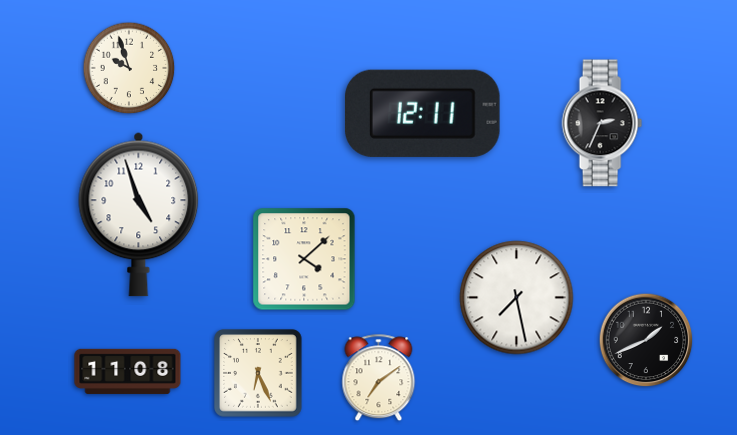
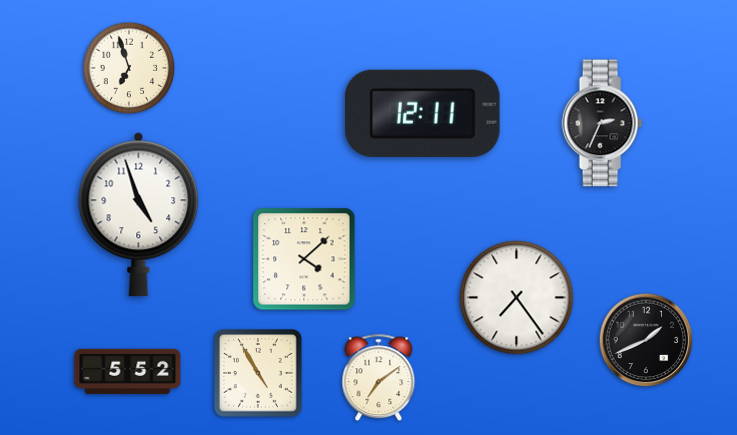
clock at (129, 68): 9:57 -> 6:57
clock at (517, 298): 7:28 -> 7:24
clock at (128, 371): 11:08 -> 5:52
clock at (258, 373): 6:26 -> 4:55
